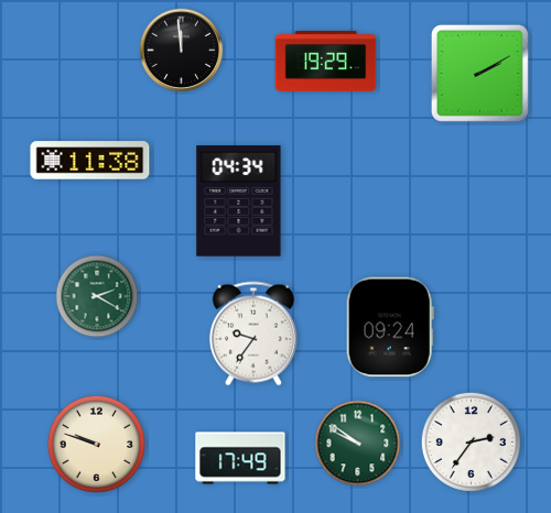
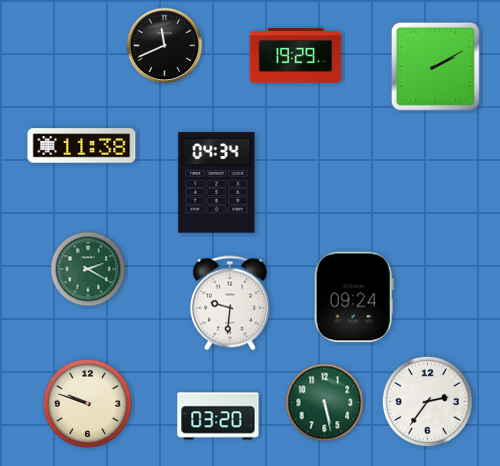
clock at (182, 51): 11:59 -> 11:41
clock at (253, 334): 9:36 -> 9:31
clock at (358, 444): 9:51 -> 5:28
clock at (240, 458): 17:49 -> 03:20
